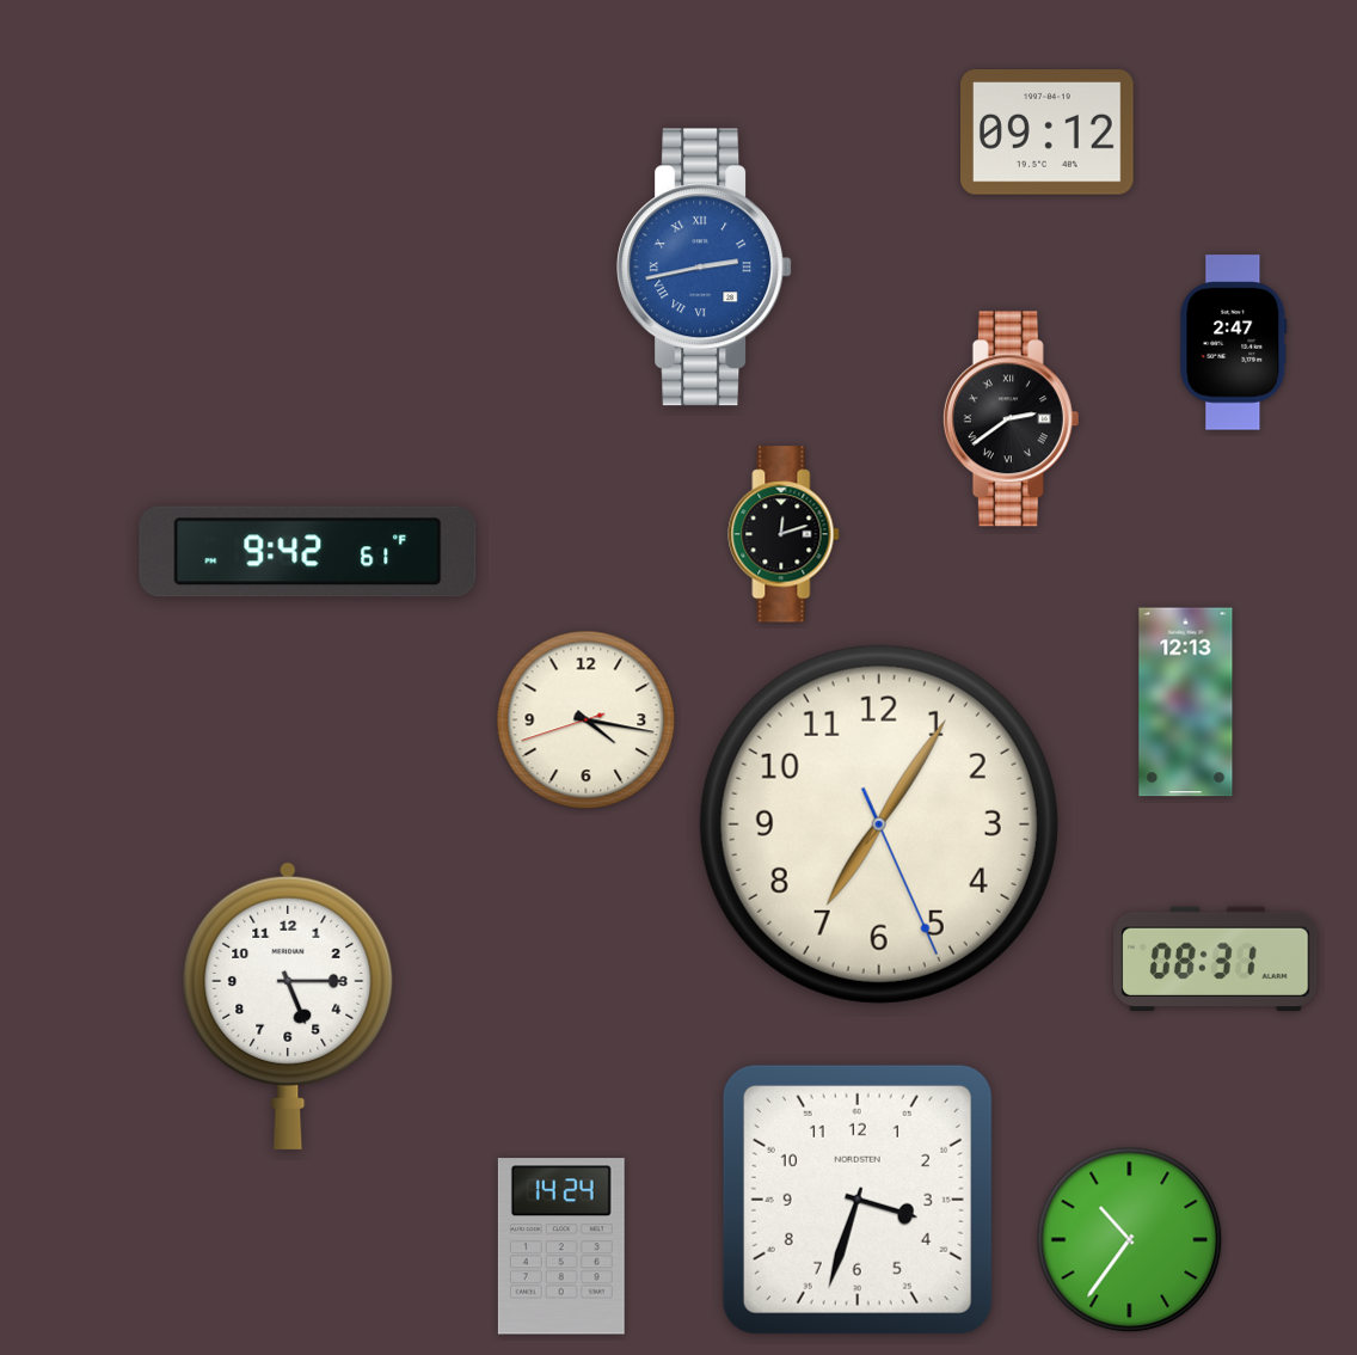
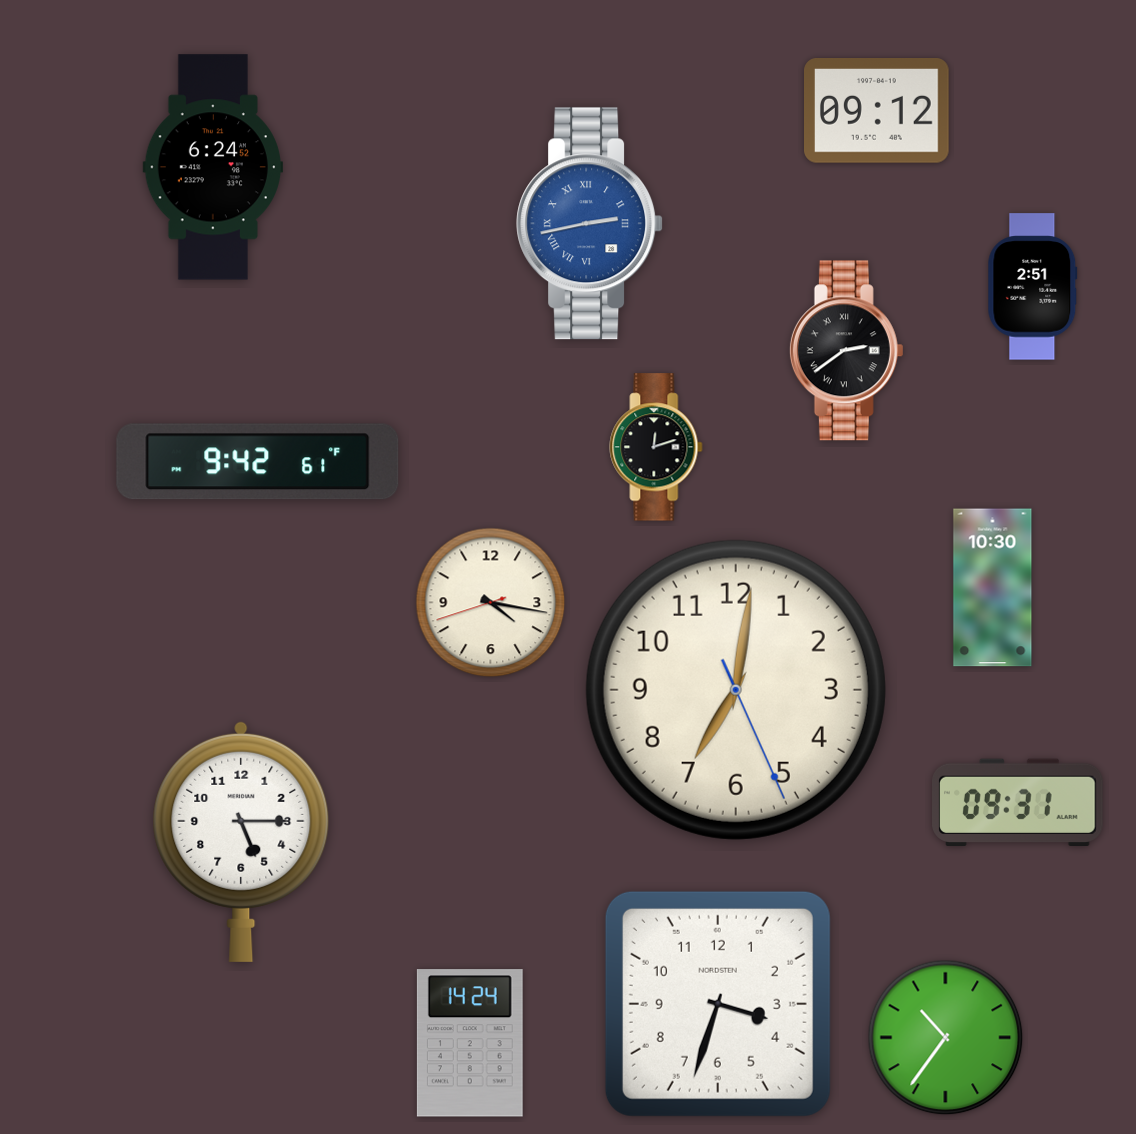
clock at (213, 167): none -> 6:24
clock at (1234, 343): 2:47 -> 2:51
clock at (1186, 703): 12:13 -> 10:30
clock at (879, 824): 7:05 -> 7:01
clock at (1216, 958): 08:31 -> 09:31
